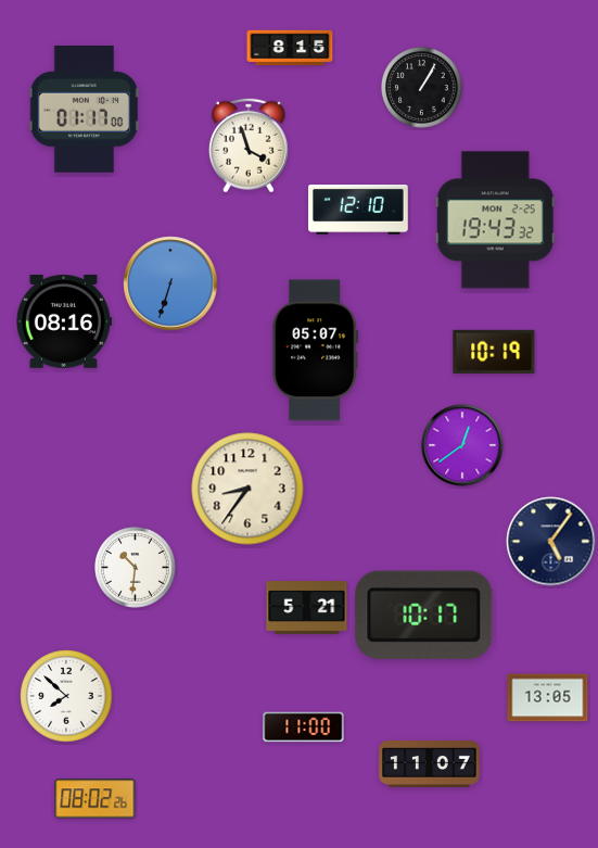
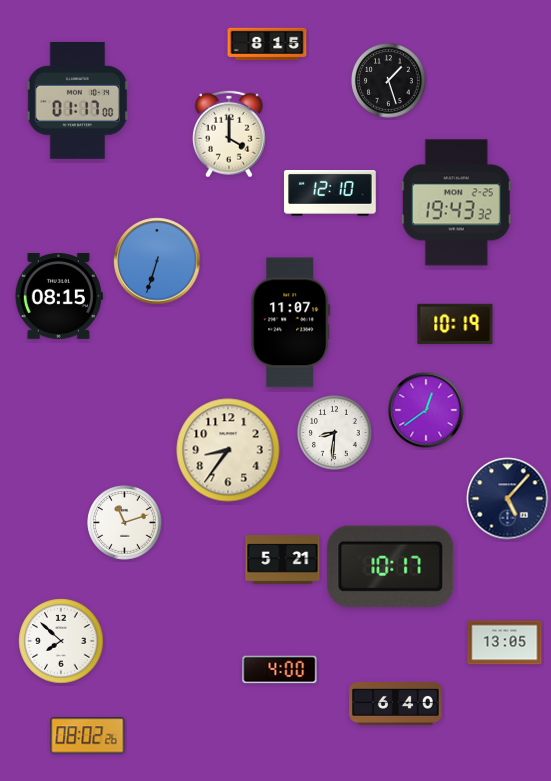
clock at (422, 88): 1:05 -> 1:27
clock at (249, 145): 3:57 -> 4:00
clock at (64, 322): 08:16 -> 08:15
clock at (316, 351): 05:07 -> 11:07
clock at (335, 433): none -> 8:31
clock at (551, 542): 5:06 -> 5:07
clock at (136, 568): 10:31 -> 11:12
clock at (304, 727): 11:00 -> 4:00
clock at (430, 763): 11:07 -> 6:40
